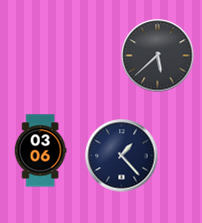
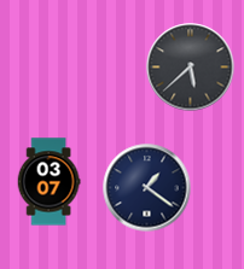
clock at (40, 151): 03:06 -> 03:07
clock at (122, 156): 1:23 -> 1:21
